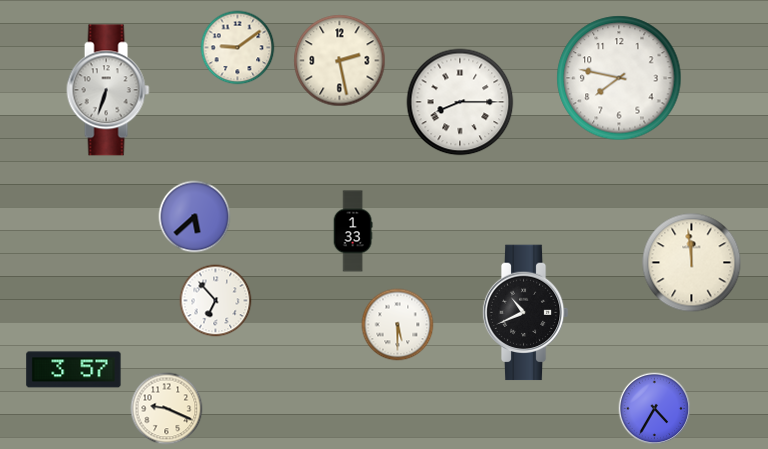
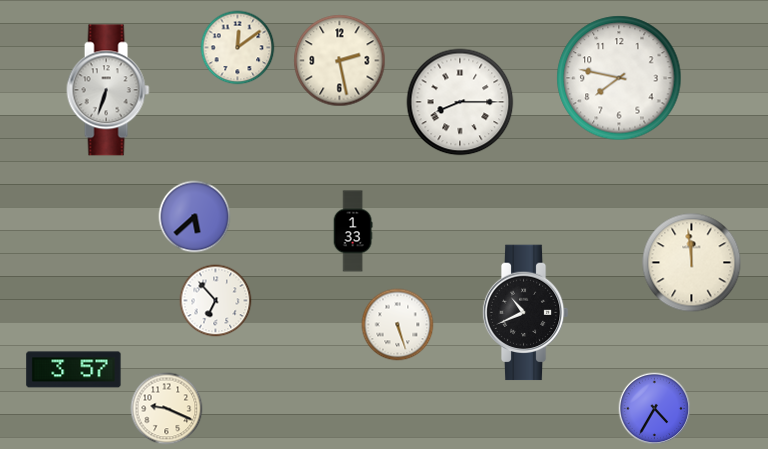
clock at (238, 48): 9:09 -> 12:09
clock at (398, 325): 5:30 -> 5:27
